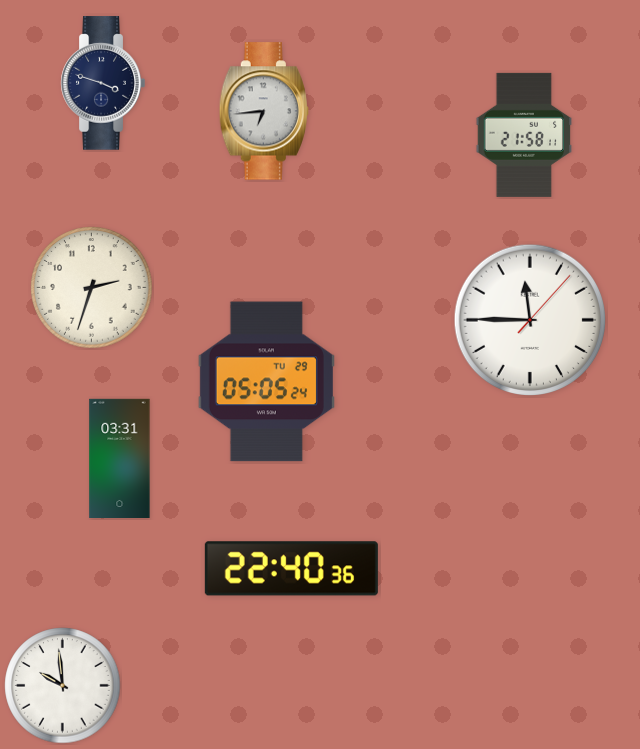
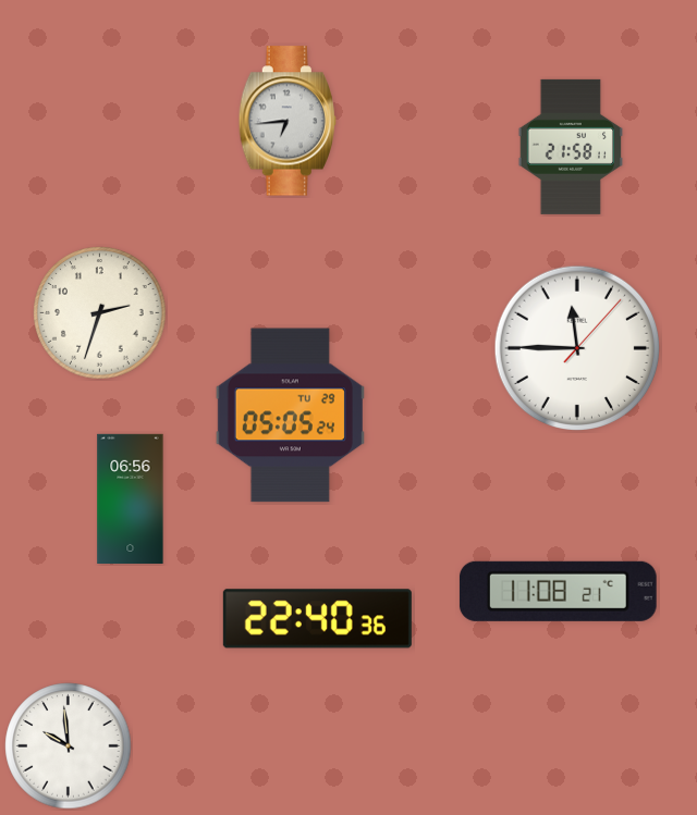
clock at (103, 83): 3:48 -> none
clock at (120, 458): 03:31 -> 06:56
clock at (558, 591): none -> 11:08
